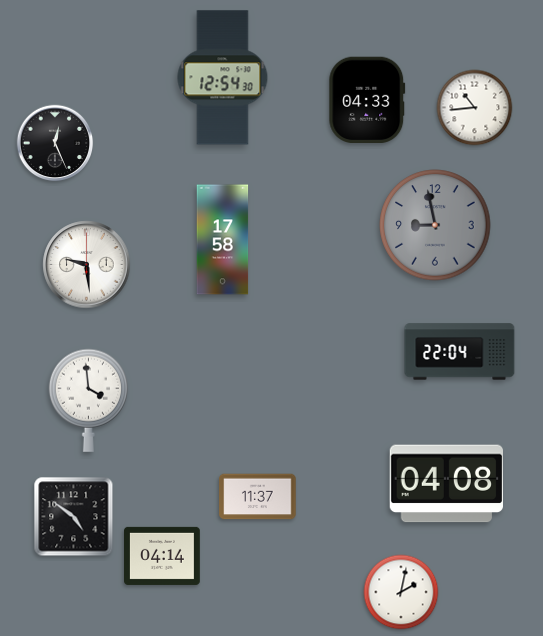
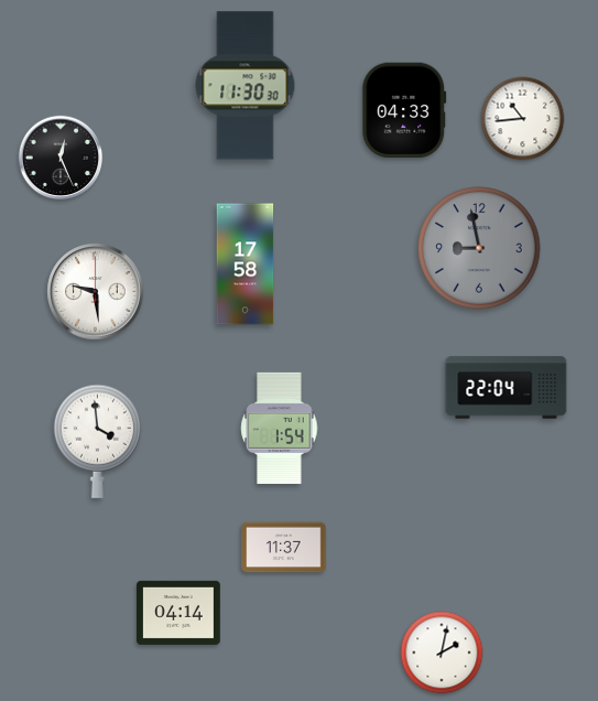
clock at (223, 78): 12:54 -> 11:30
clock at (280, 428): none -> 1:54
clock at (446, 484): 04:08 -> none
clock at (74, 517): 4:51 -> none
